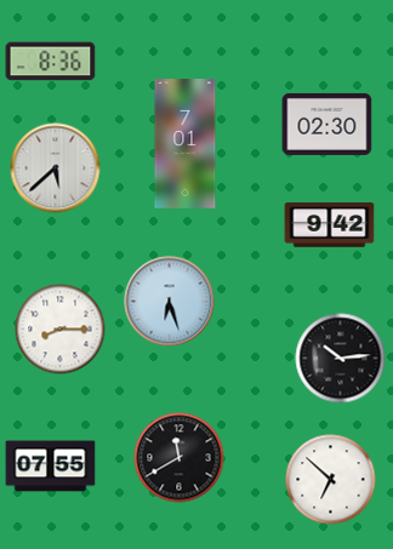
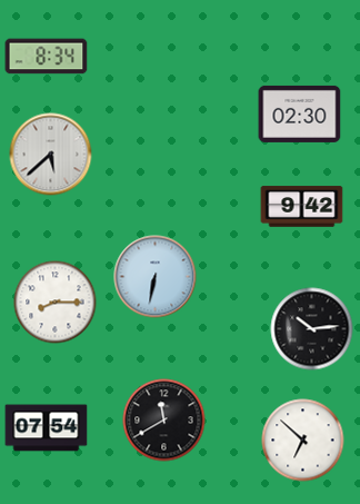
clock at (51, 62): 8:36 -> 8:34
clock at (186, 144): 7:01 -> none
clock at (170, 302): 6:27 -> 6:32
clock at (51, 467): 07:55 -> 07:54
